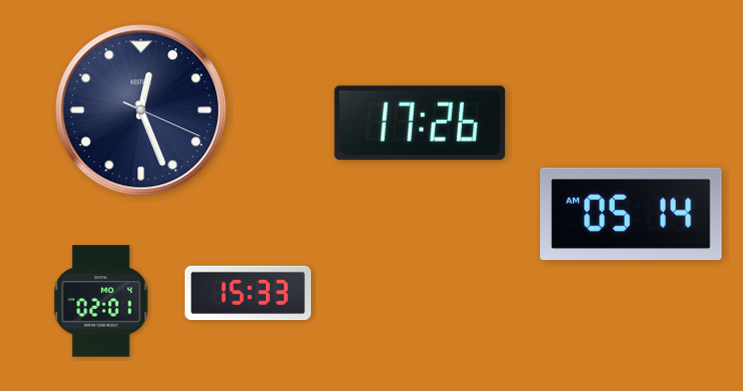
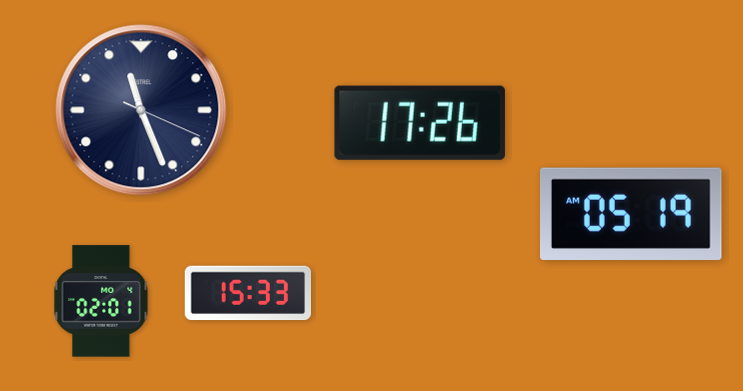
clock at (141, 110): 12:26 -> 11:26
clock at (632, 214): 05:14 -> 05:19
